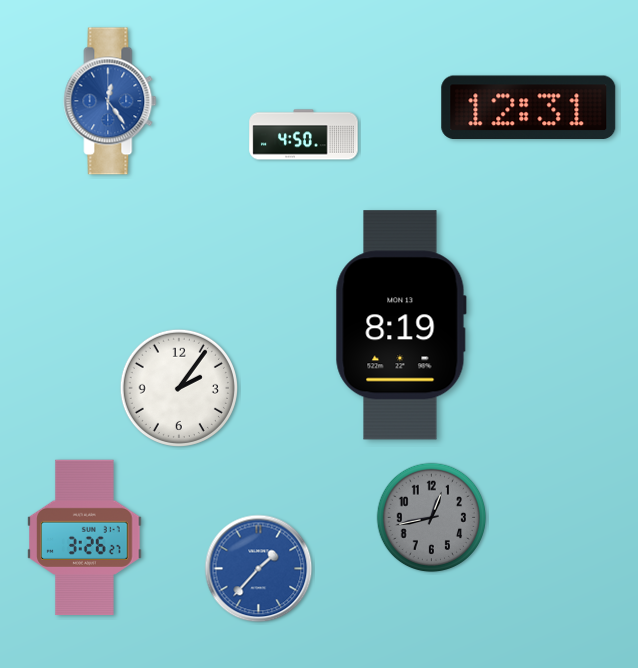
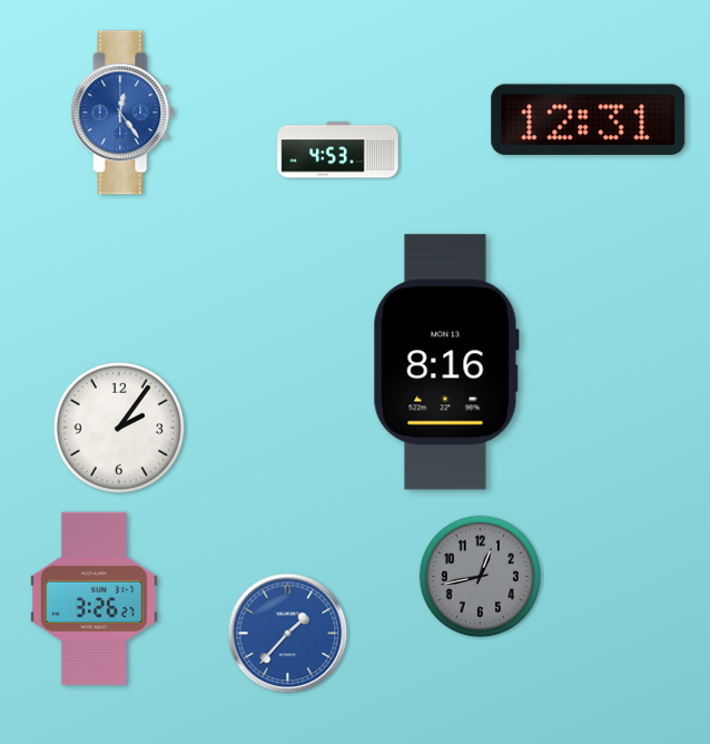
clock at (304, 135): 4:50 -> 4:53
clock at (401, 325): 8:19 -> 8:16
clock at (178, 387) position: (178, 387) -> (118, 427)
